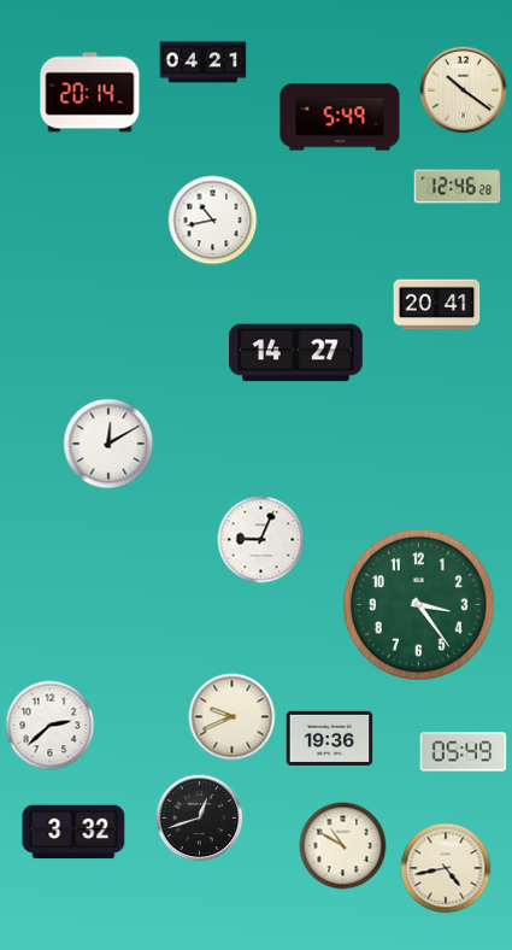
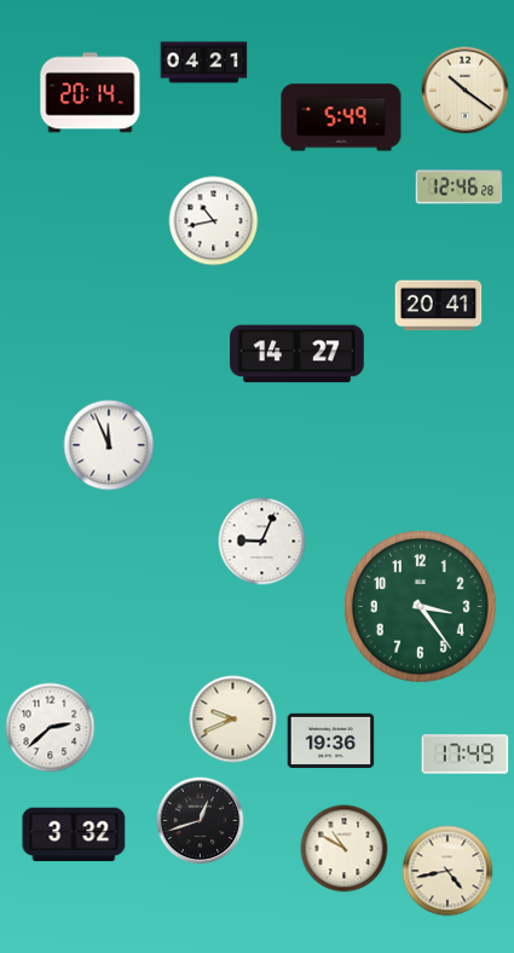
clock at (108, 444): 12:10 -> 11:56
clock at (464, 752): 05:49 -> 17:49
